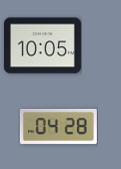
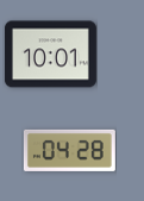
clock at (42, 46): 10:05 -> 10:01
